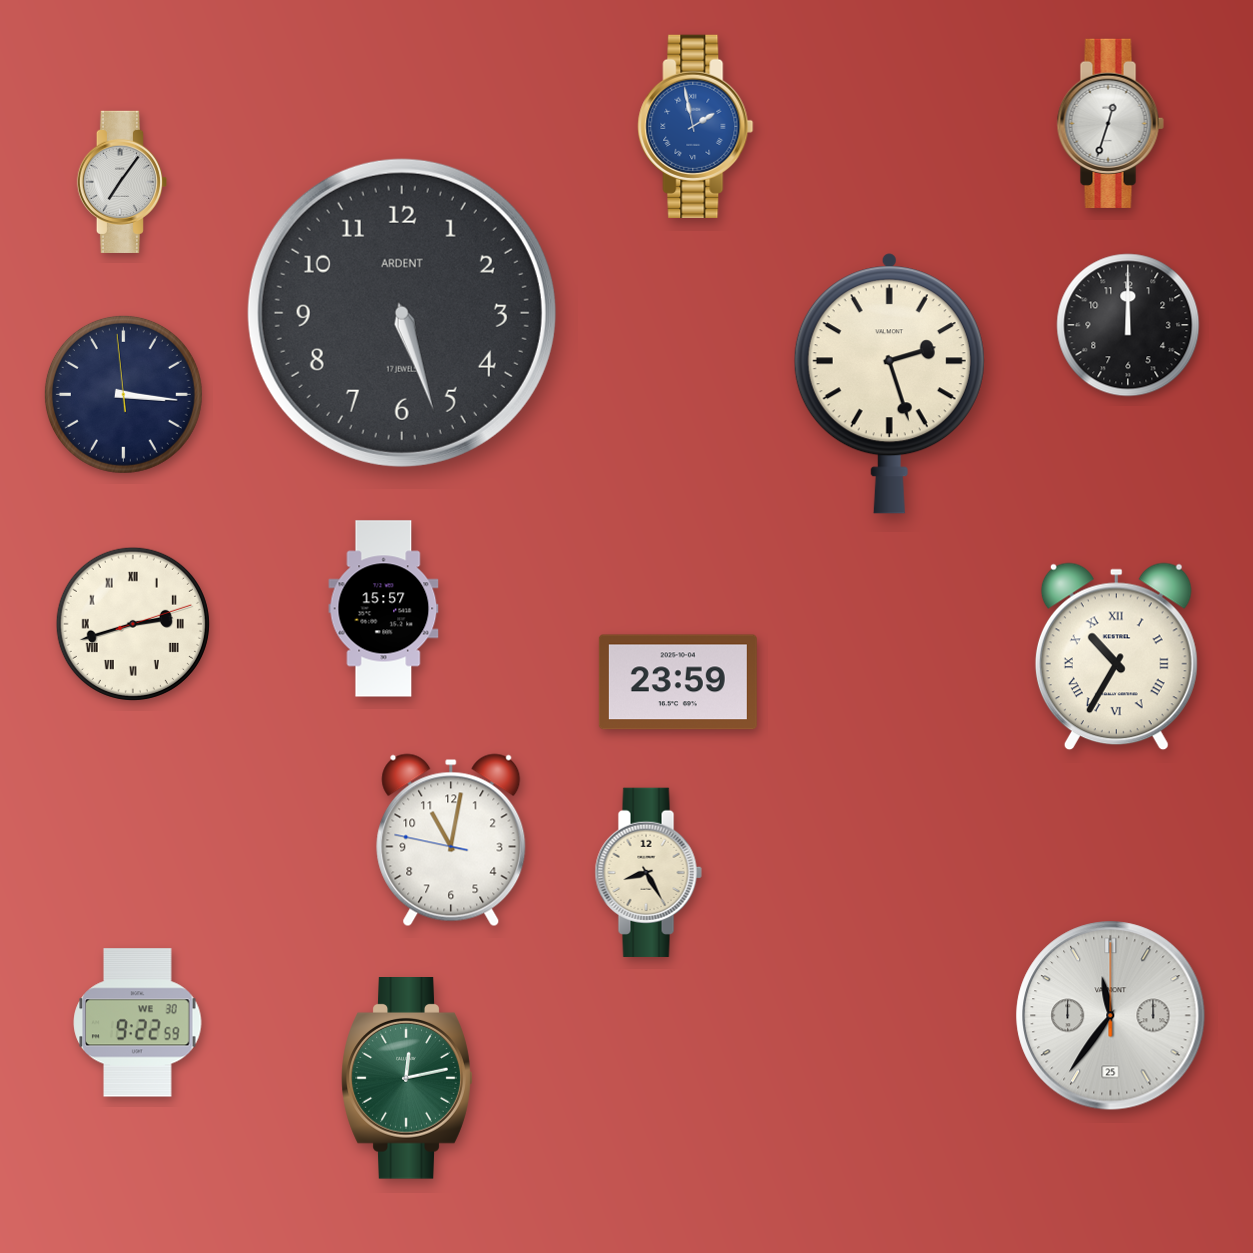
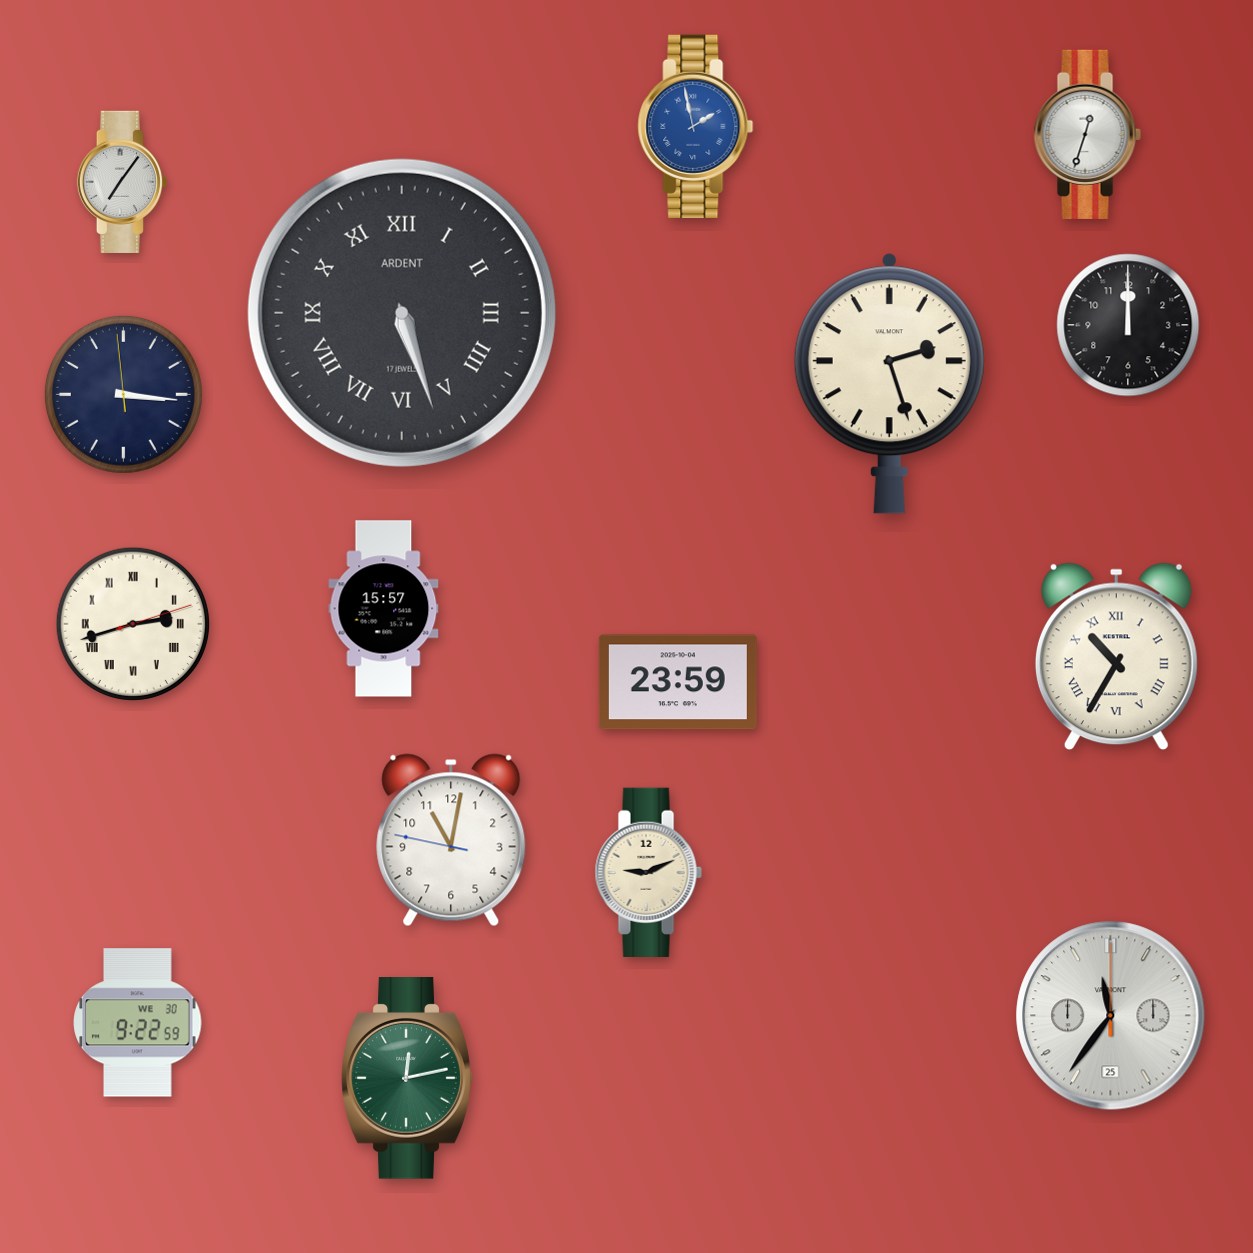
clock at (1110, 123) position: (1110, 123) -> (1087, 134)
clock at (402, 313) numerals: Arabic -> Roman
clock at (648, 872): 8:25 -> 9:11
